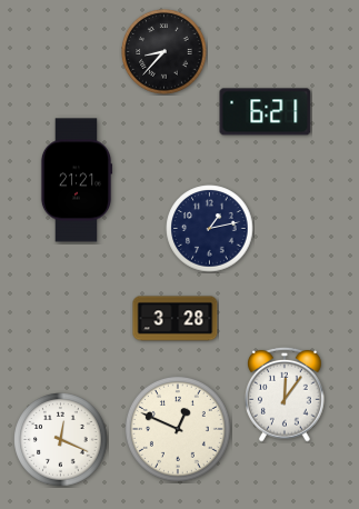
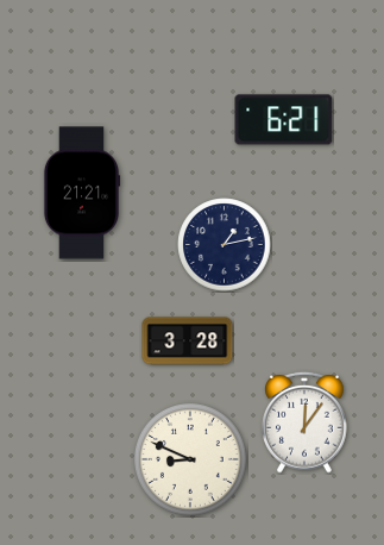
clock at (164, 52): 8:37 -> none
clock at (178, 429): 12:49 -> 8:49
clock at (61, 440): 12:19 -> none
